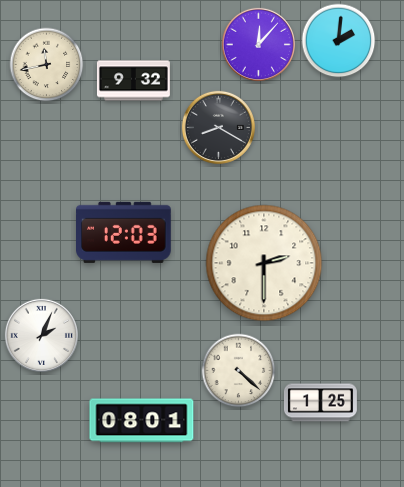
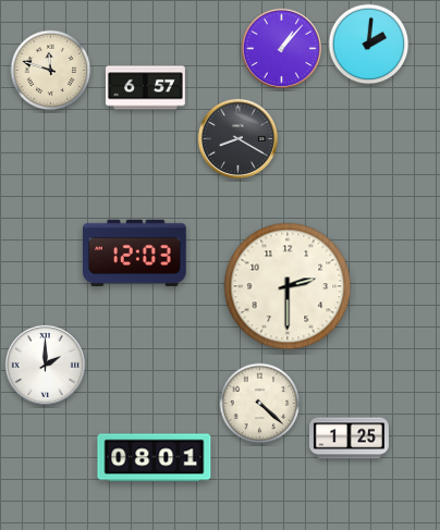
clock at (258, 44): 12:07 -> 1:07
clock at (47, 65): 11:43 -> 11:48
clock at (133, 81): 9:32 -> 6:57
clock at (41, 335): 2:04 -> 2:00
